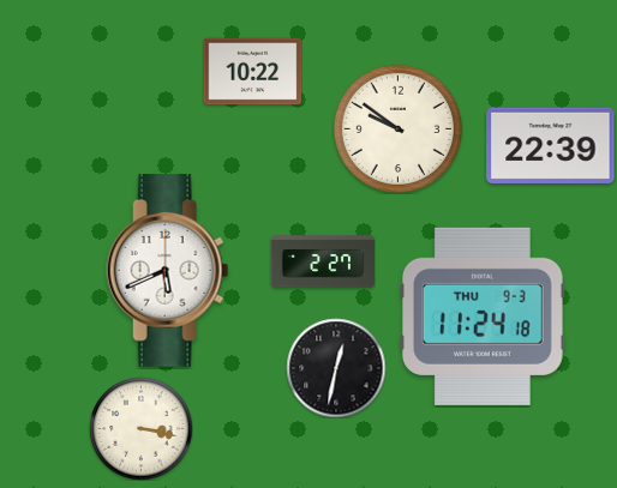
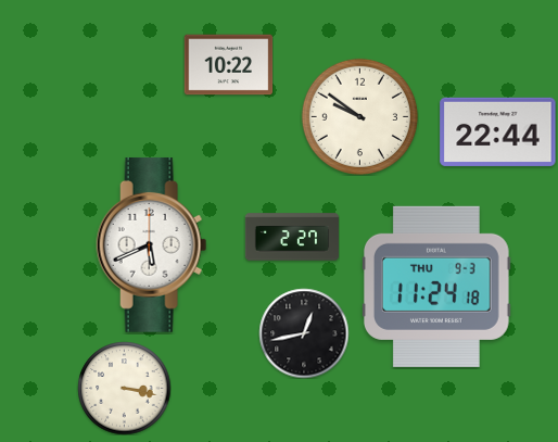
clock at (551, 145): 22:39 -> 22:44
clock at (336, 368): 12:32 -> 12:43
clock at (140, 428) position: (140, 428) -> (124, 388)
